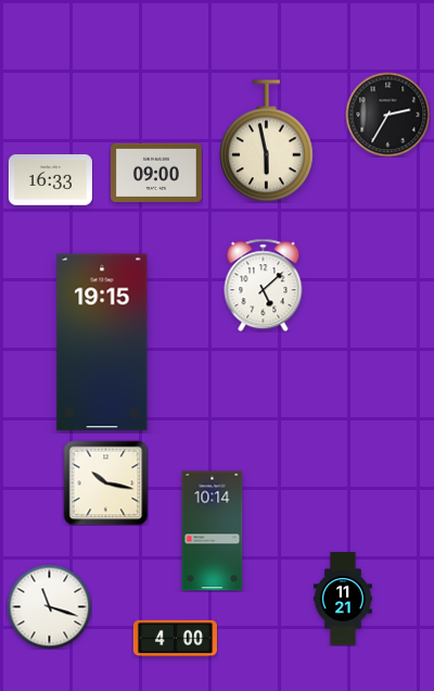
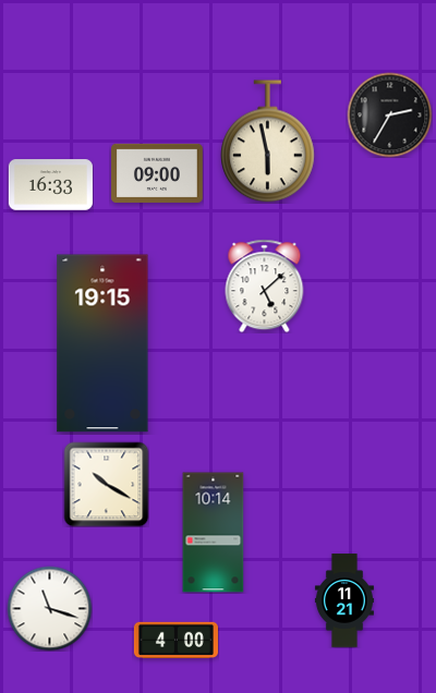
clock at (50, 180) position: (50, 180) -> (50, 185)
clock at (105, 482): 10:17 -> 10:20
